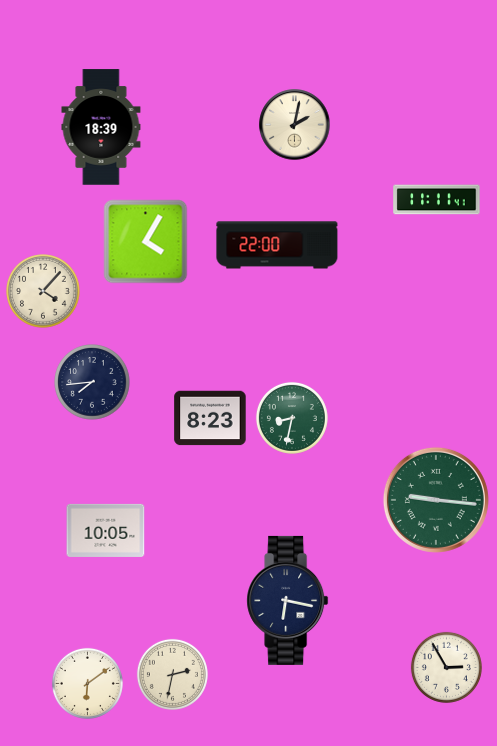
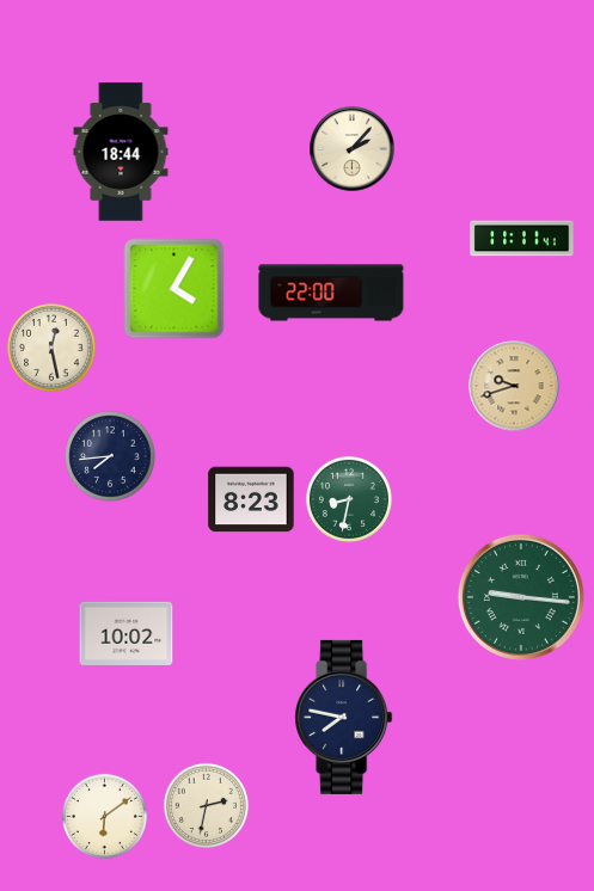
clock at (295, 125): 2:02 -> 2:07
clock at (101, 127): 18:39 -> 18:44
clock at (44, 292): 4:07 -> 12:28
clock at (514, 386): none -> 9:42
clock at (106, 530): 10:05 -> 10:02
clock at (288, 600): 6:17 -> 7:47
clock at (446, 667): 2:55 -> none
